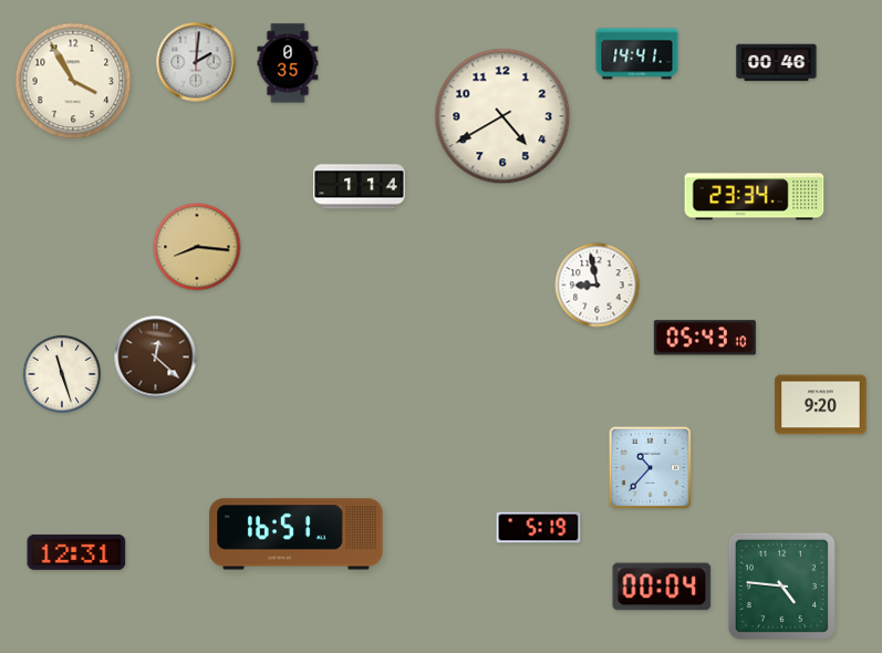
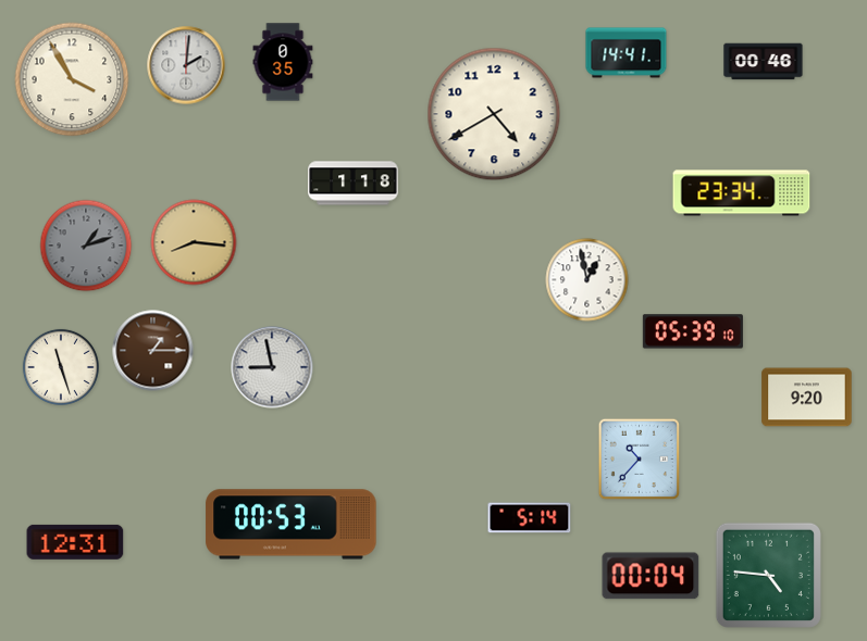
clock at (196, 62) position: (196, 62) -> (186, 65)
clock at (360, 187): 1:14 -> 1:18
clock at (86, 246): none -> 1:12
clock at (598, 286): 8:58 -> 12:58
clock at (705, 338): 05:43 -> 05:39
clock at (156, 357): 12:22 -> 1:15
clock at (272, 367): none -> 8:58
clock at (539, 528): 5:19 -> 5:14
clock at (297, 535): 16:51 -> 00:53
